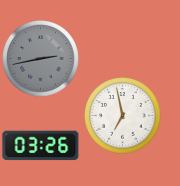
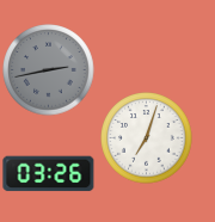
clock at (123, 116): 6:58 -> 7:03
